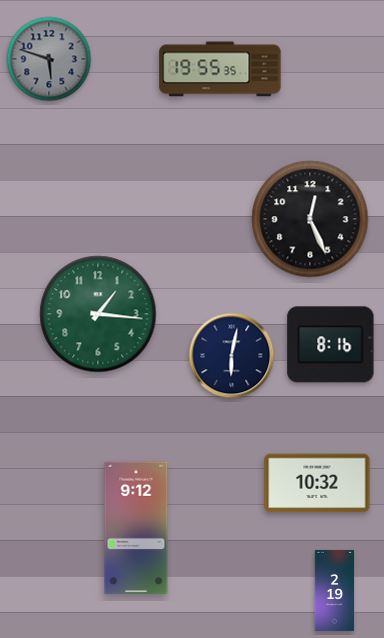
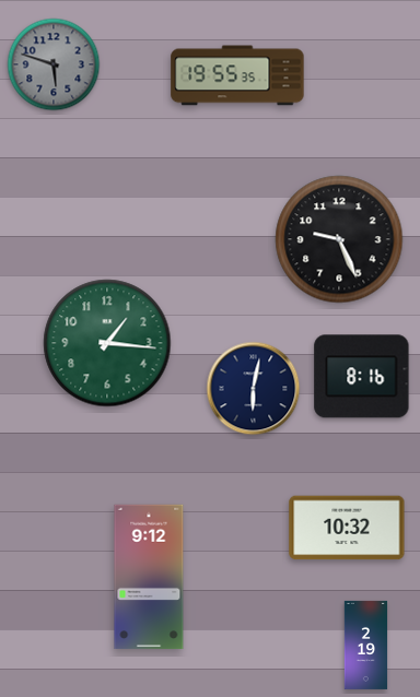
clock at (220, 69) position: (220, 69) -> (237, 75)
clock at (310, 219): 12:26 -> 9:26
